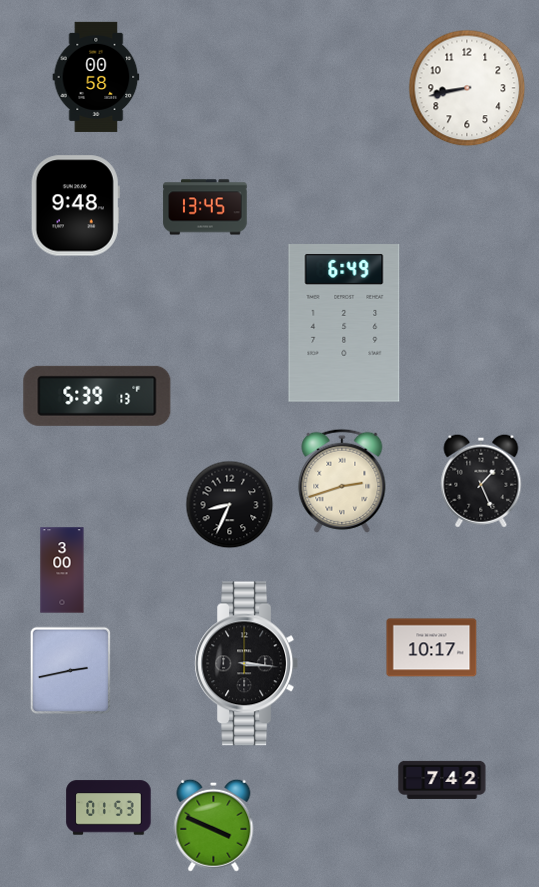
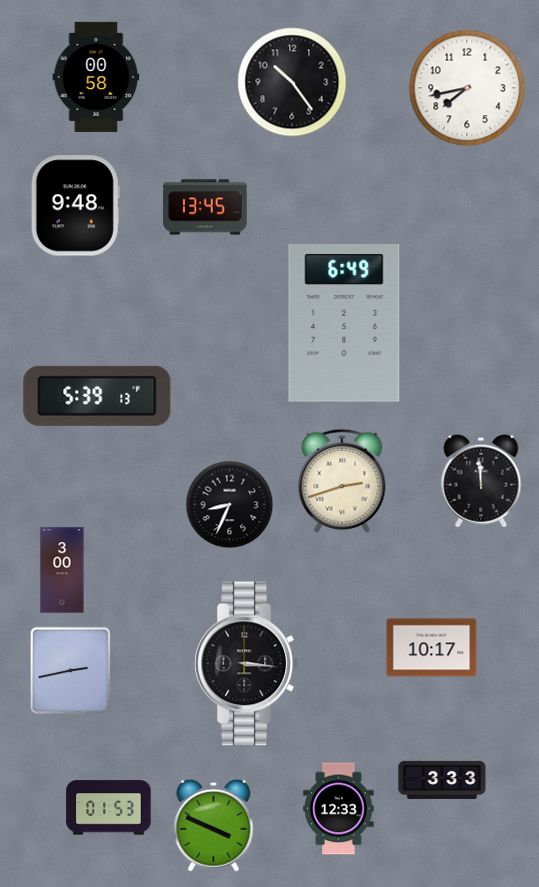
clock at (292, 82): none -> 10:24
clock at (467, 88): 8:43 -> 7:43
clock at (481, 481): 1:26 -> 11:59
clock at (442, 780): 7:42 -> 3:33
clock at (339, 809): none -> 12:33
